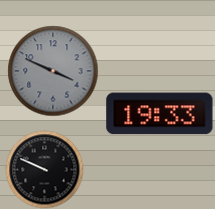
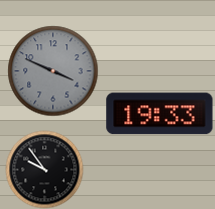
clock at (44, 169): 9:49 -> 9:54
